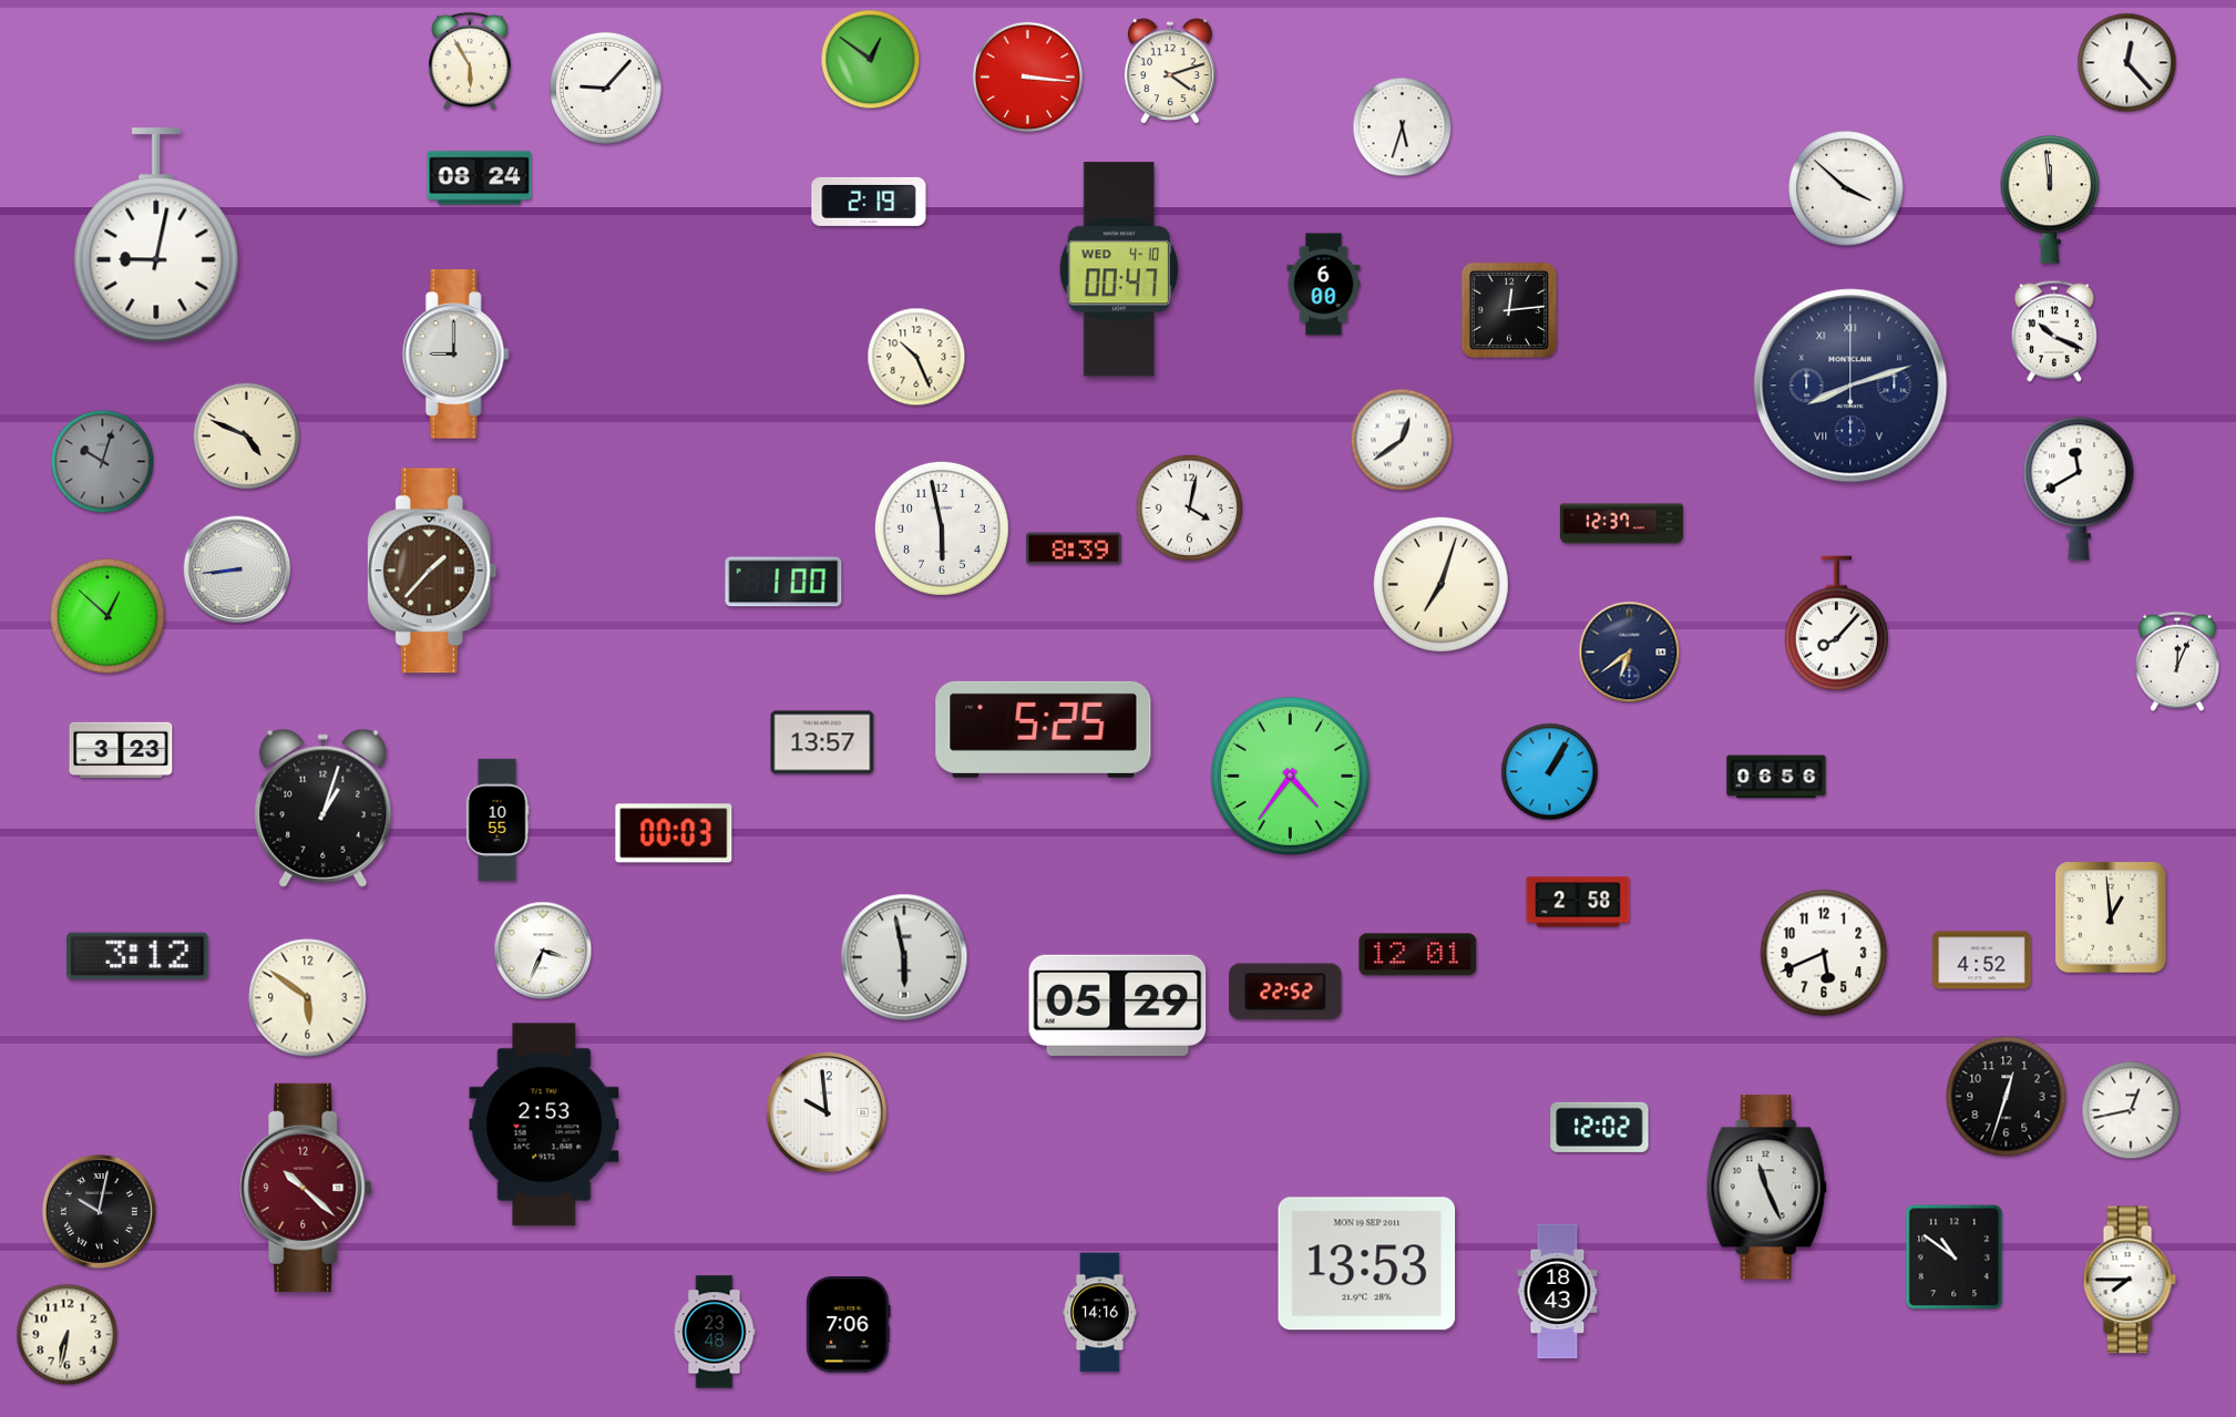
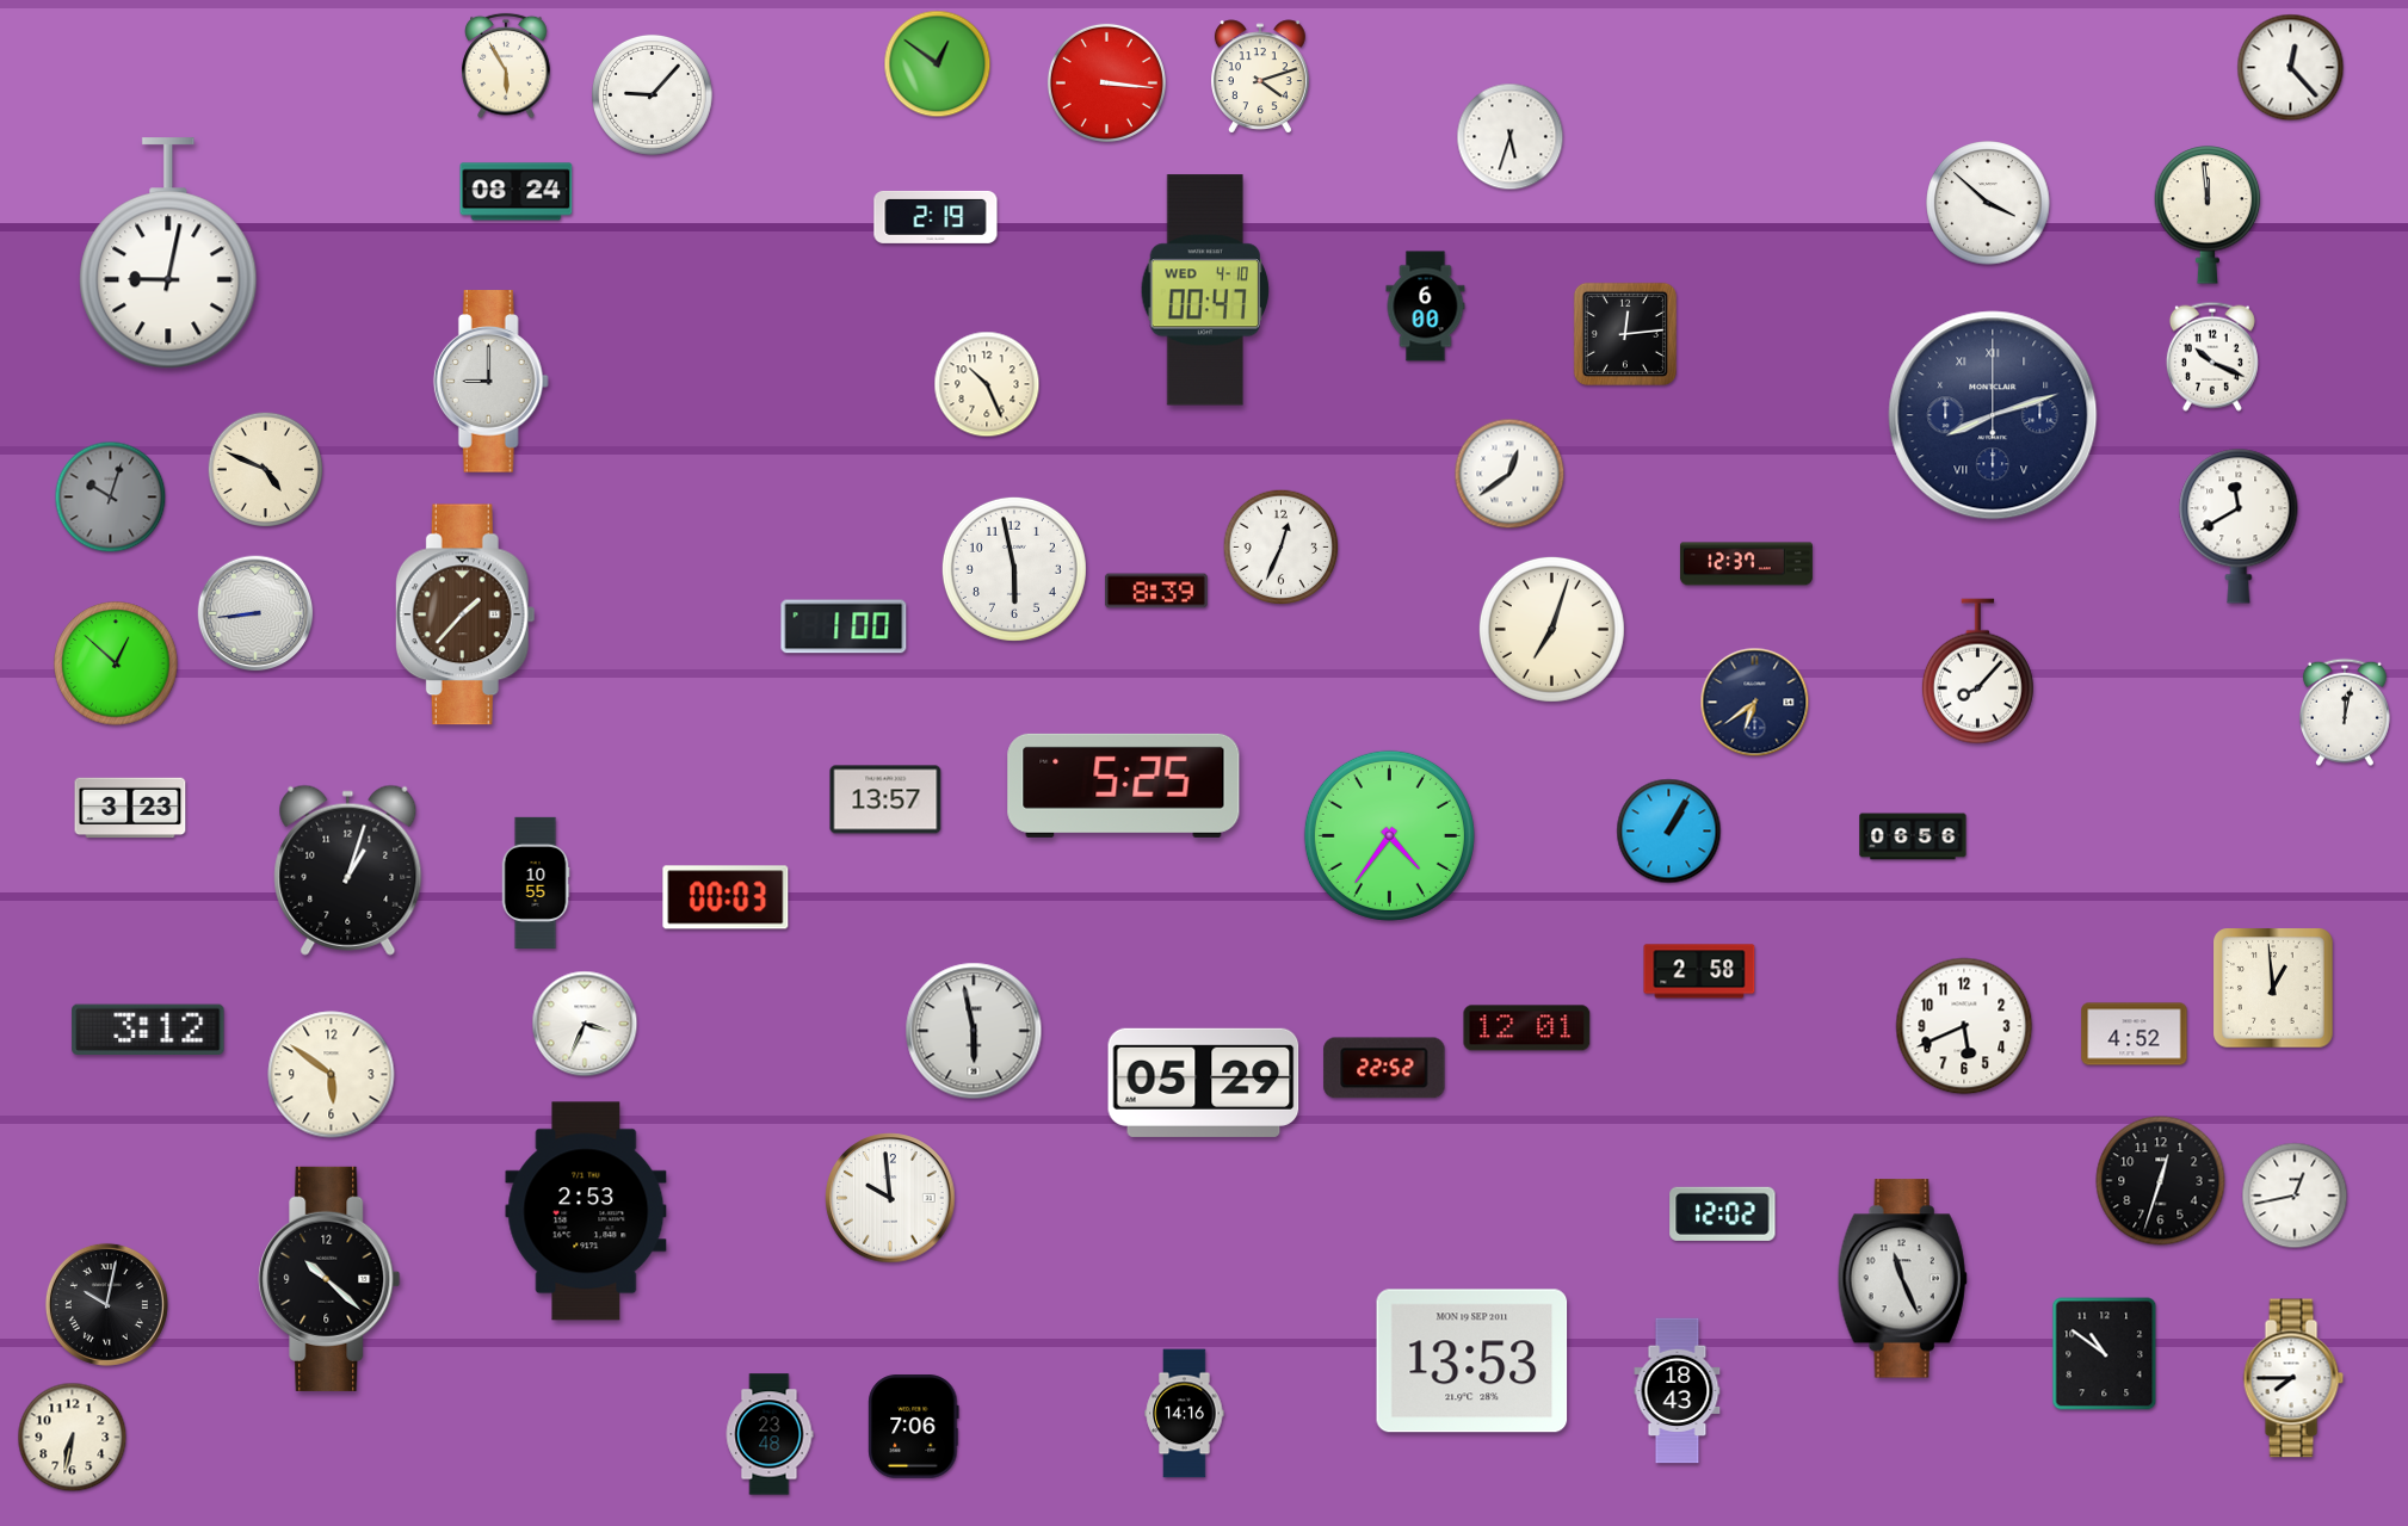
clock at (1190, 509): 4:02 -> 12:34
clock at (2177, 661): 12:04 -> 12:02
clock at (306, 1188) dial: burgundy -> black
